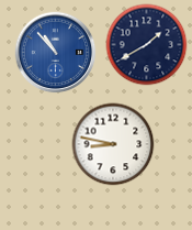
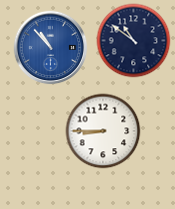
clock at (147, 45): 1:40 -> 10:51
clock at (113, 144): 8:47 -> 8:45
